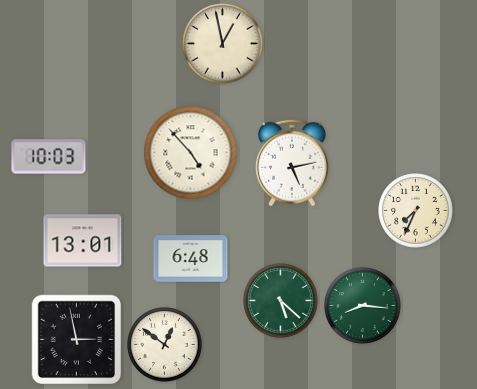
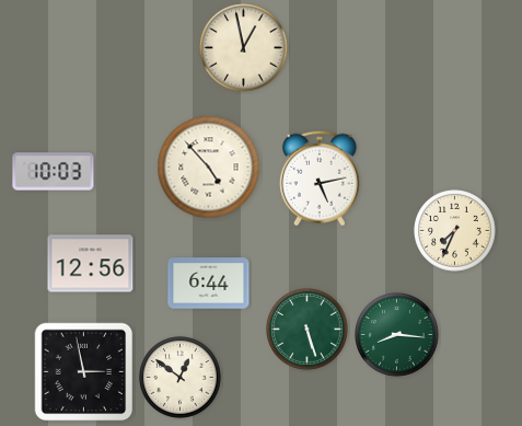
clock at (83, 241): 13:01 -> 12:56
clock at (191, 259): 6:48 -> 6:44
clock at (281, 301): 5:22 -> 5:27
